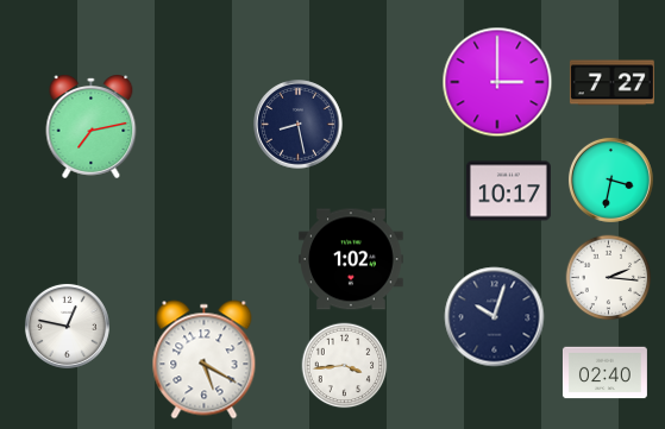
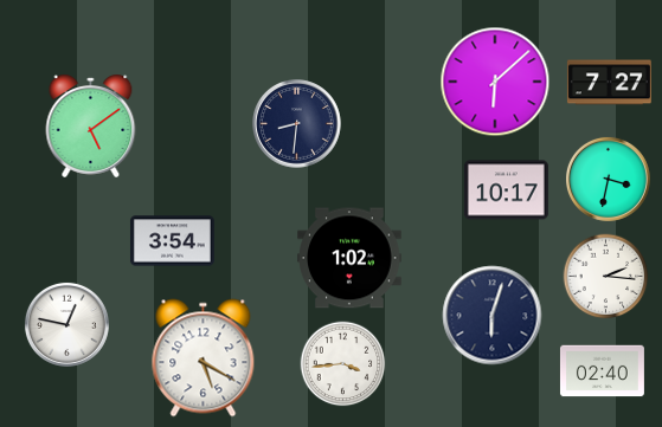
clock at (497, 82): 3:00 -> 6:08
clock at (299, 125): 8:28 -> 8:31
clock at (92, 126): 7:13 -> 5:09
clock at (172, 241): none -> 3:54
clock at (495, 317): 10:03 -> 6:03
